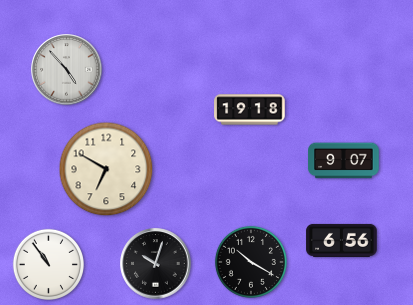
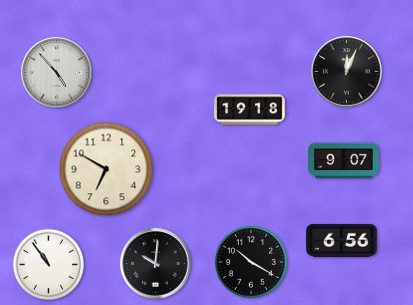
clock at (67, 70) position: (67, 70) -> (57, 73)
clock at (347, 72): none -> 12:04
clock at (156, 264): 10:03 -> 10:01
